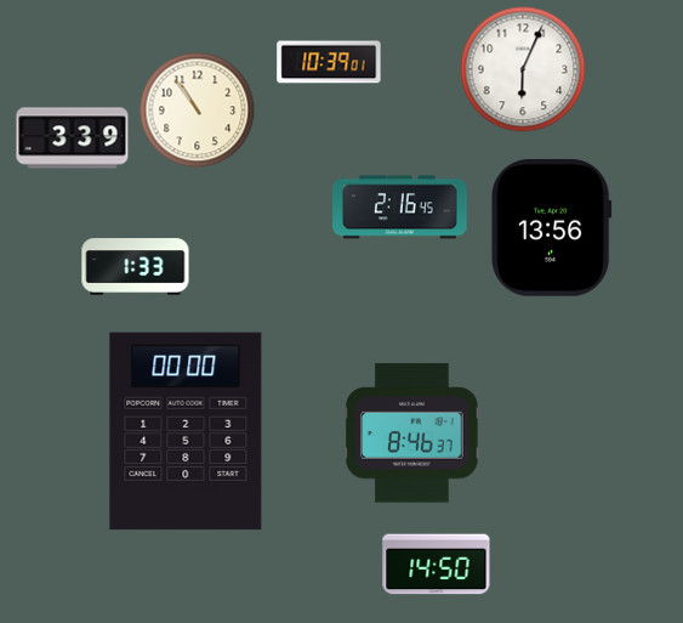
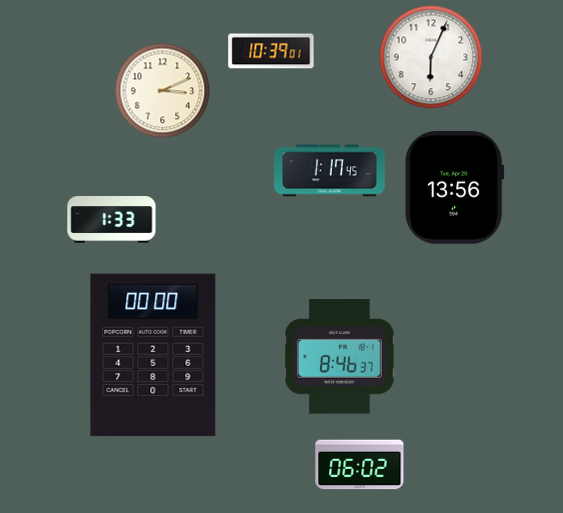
clock at (198, 111): 10:54 -> 3:11
clock at (73, 138): 3:39 -> none
clock at (400, 208): 2:16 -> 1:17
clock at (437, 565): 14:50 -> 06:02
